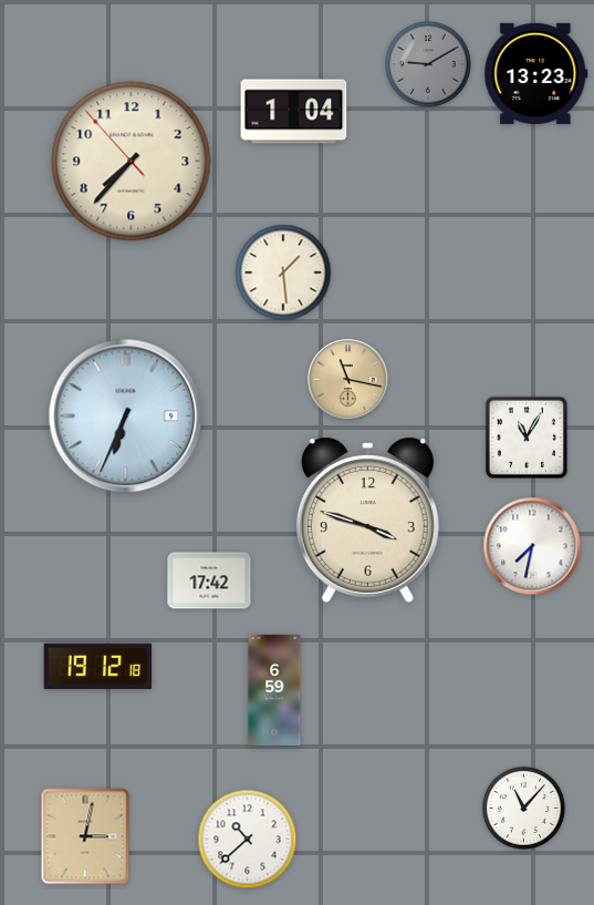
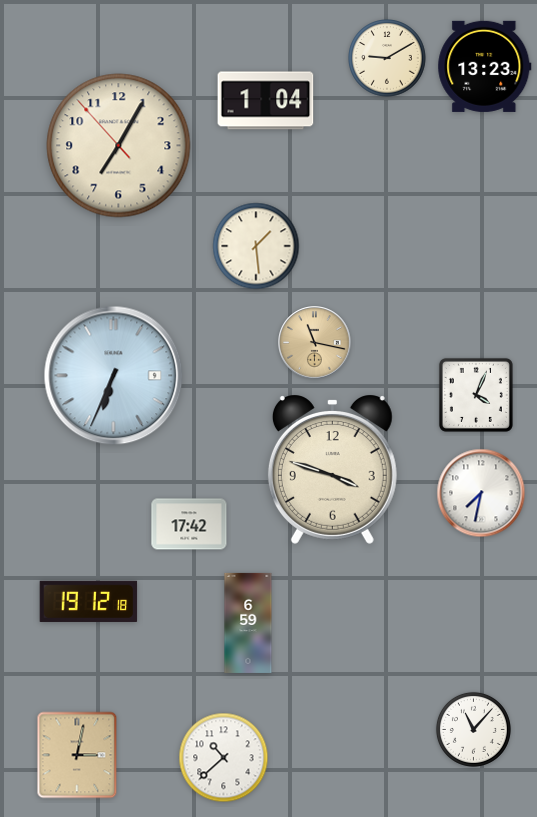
clock at (428, 64) dial: grey -> cream
clock at (132, 162): 7:36 -> 7:04
clock at (527, 438): 11:05 -> 4:04
